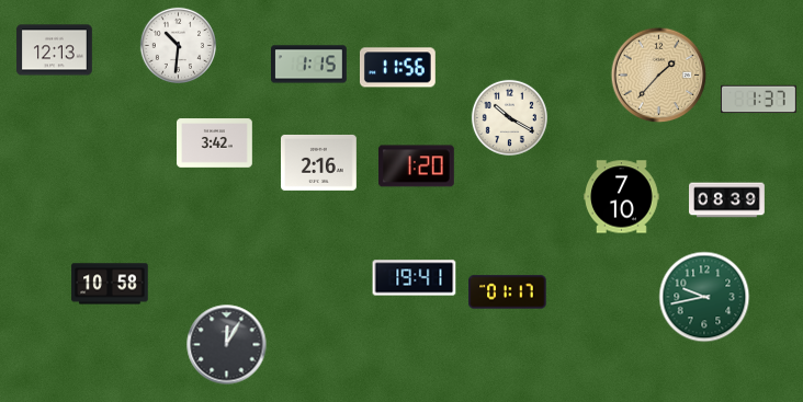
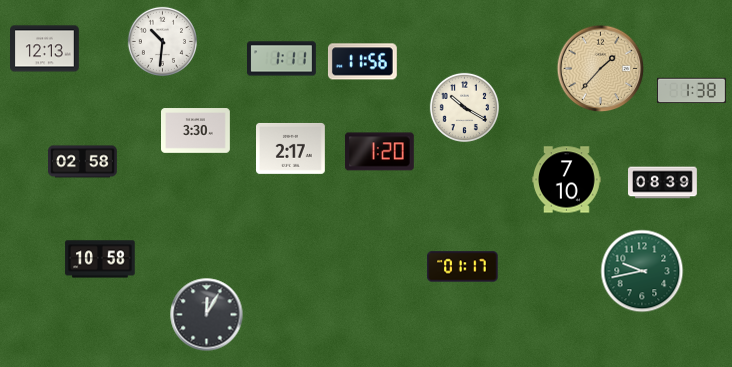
clock at (55, 50) position: (55, 50) -> (45, 49)
clock at (309, 65): 1:15 -> 1:11
clock at (759, 100): 1:37 -> 1:38
clock at (215, 143): 3:42 -> 3:30
clock at (319, 162): 2:16 -> 2:17
clock at (83, 162): none -> 02:58
clock at (415, 278): 19:41 -> none
